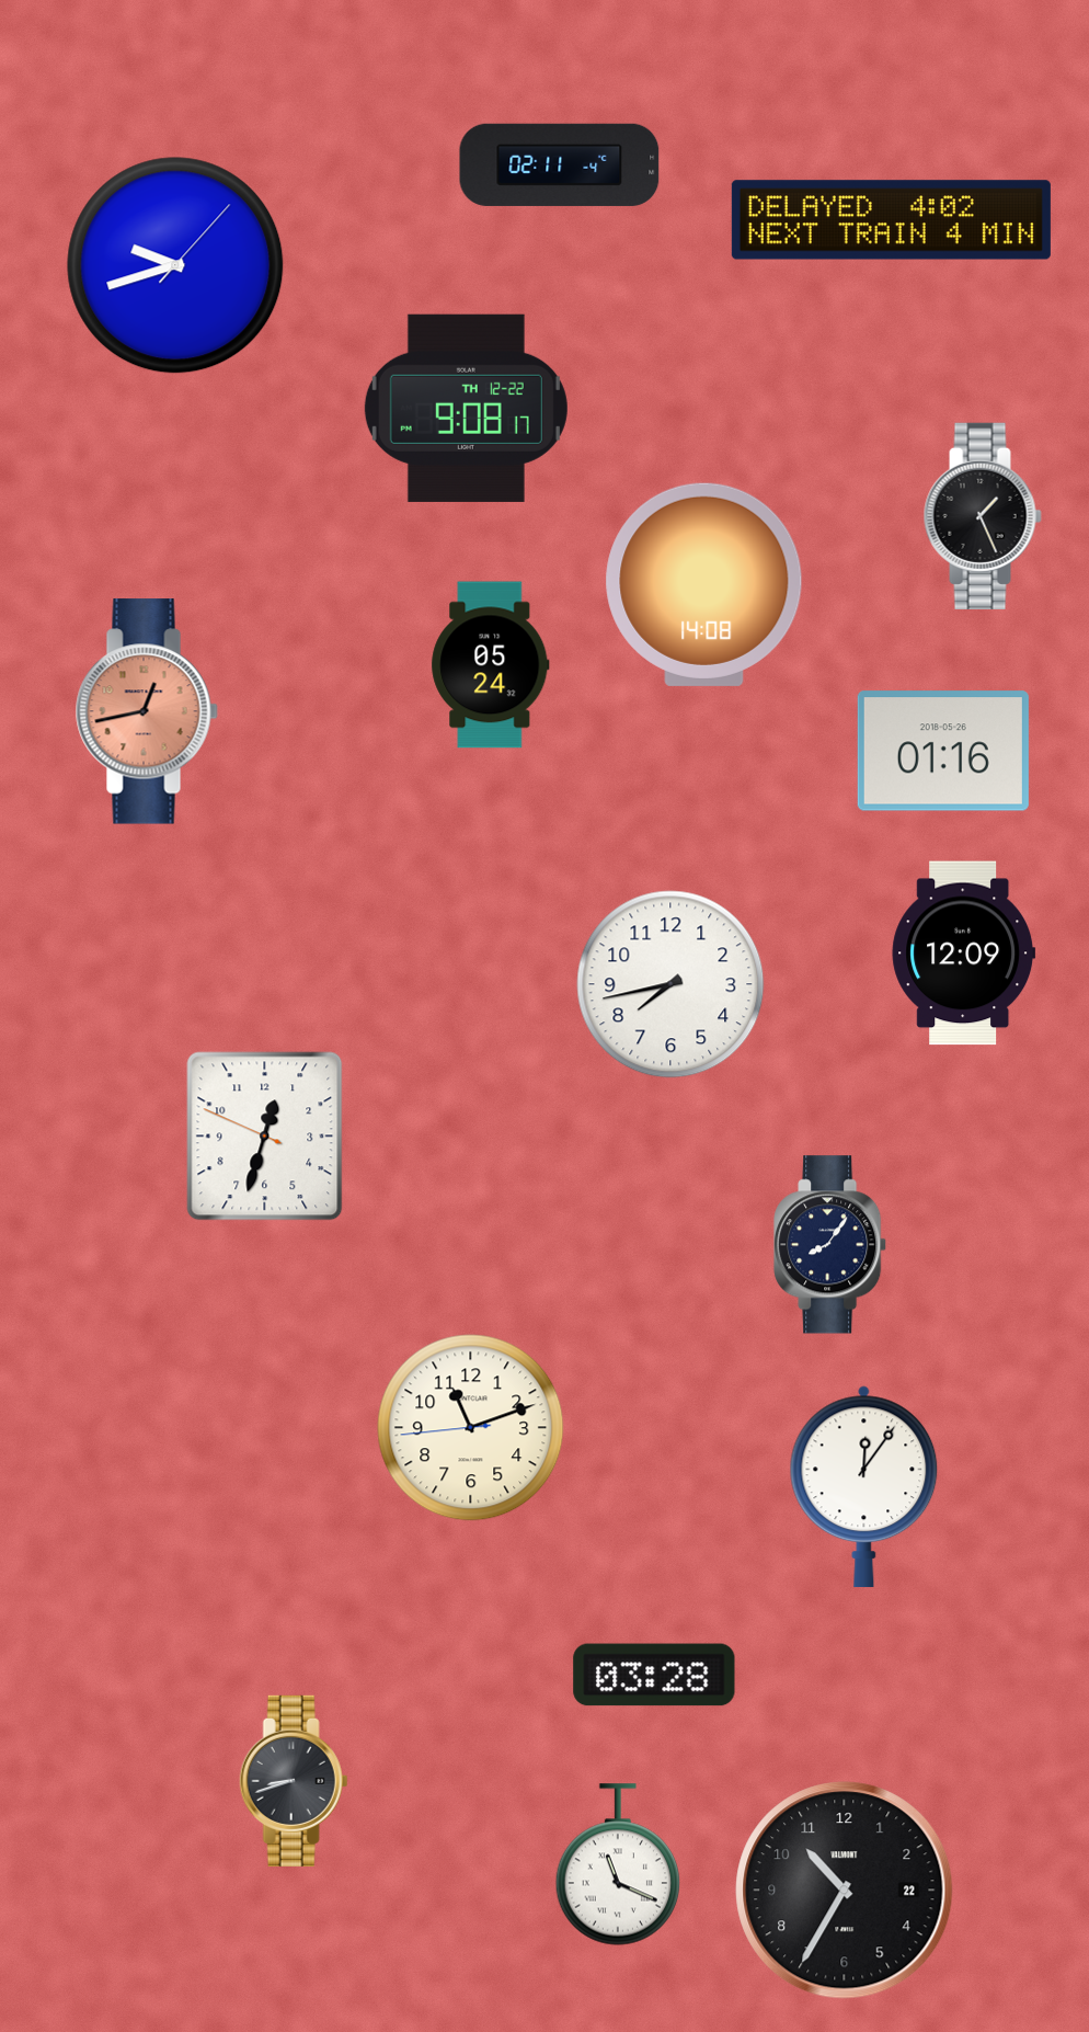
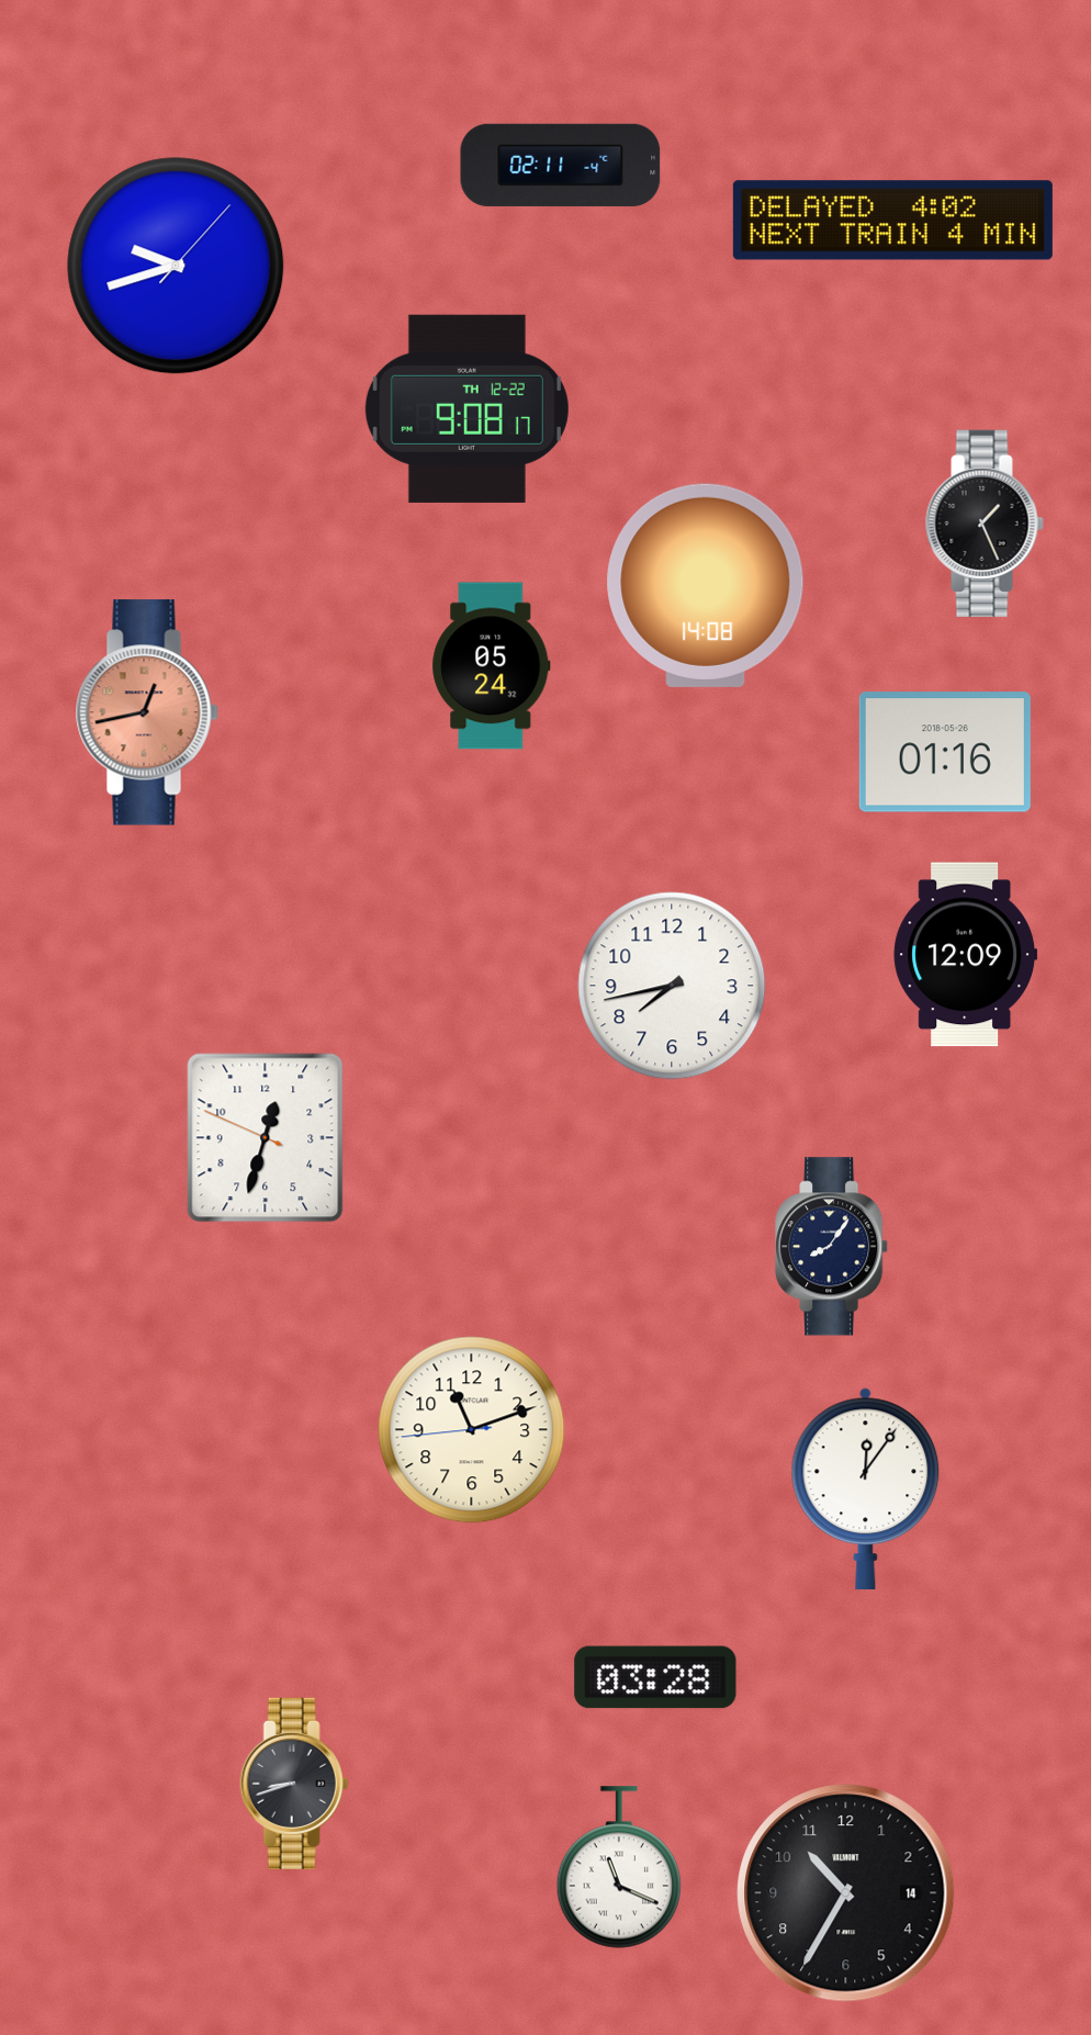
clock at (983, 516) position: (983, 516) -> (985, 524)
clock at (845, 1891) date: 22 -> 14
